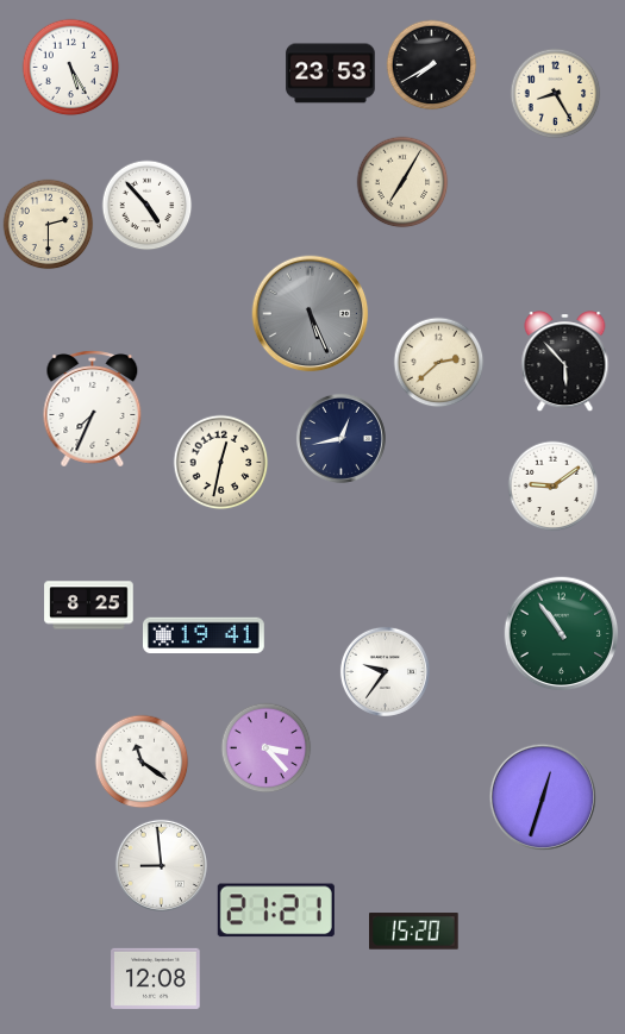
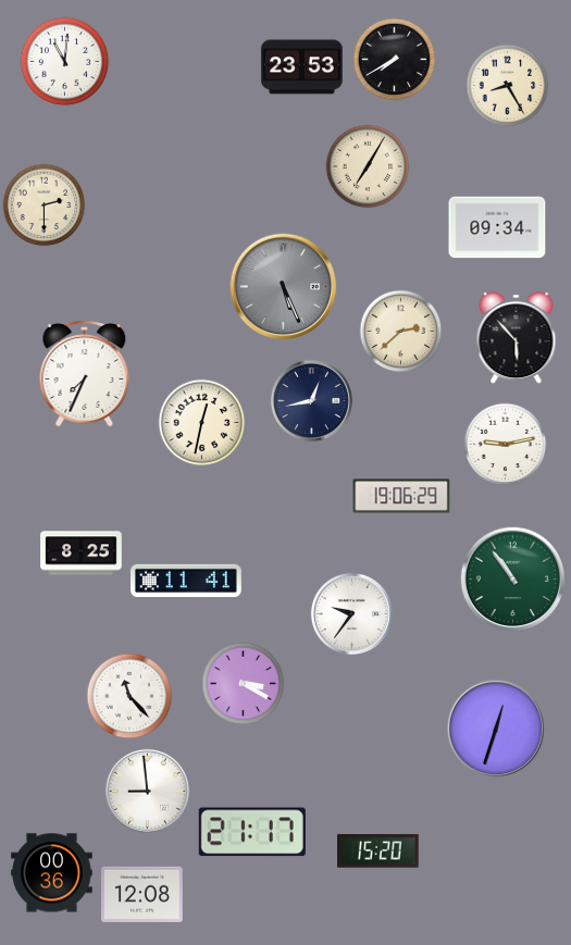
clock at (71, 68): 5:25 -> 11:01
clock at (148, 206): 4:53 -> none
clock at (497, 227): none -> 09:34
clock at (565, 362) position: (565, 362) -> (517, 338)
clock at (554, 487): 9:09 -> 9:13
clock at (401, 496): none -> 19:06
clock at (205, 635): 19:41 -> 11:41
clock at (267, 748): 3:23 -> 3:20
clock at (142, 762): 11:21 -> 11:23
clock at (276, 910): 21:21 -> 21:17
clock at (52, 873): none -> 00:36
